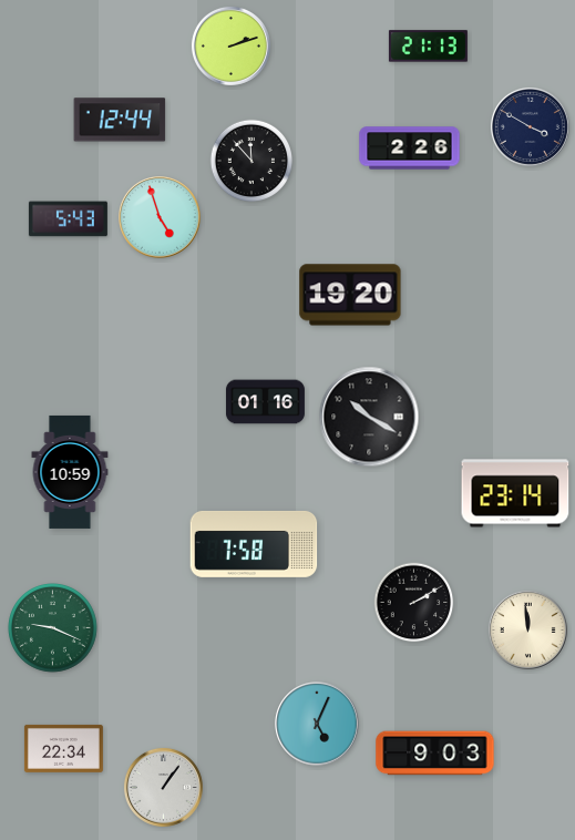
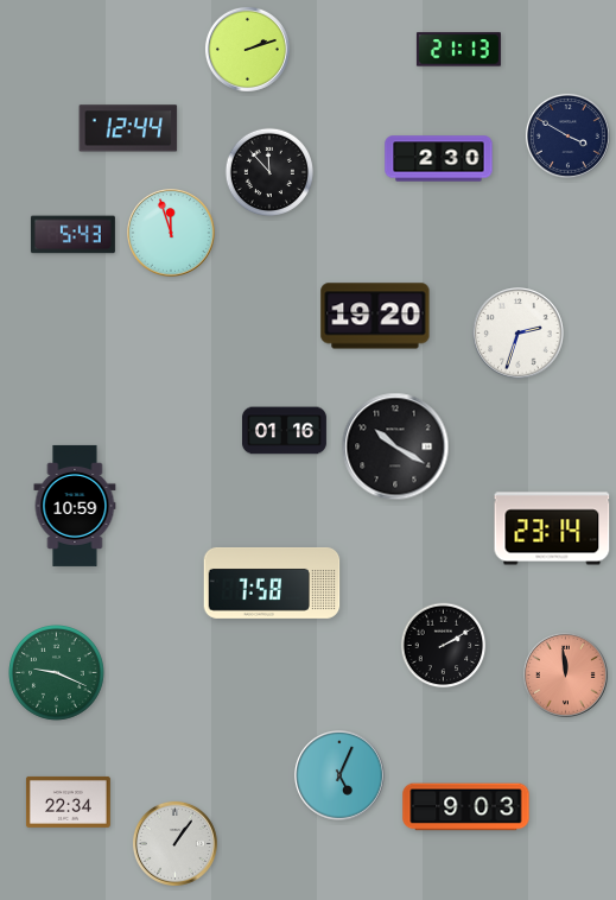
clock at (410, 148): 2:26 -> 2:30
clock at (161, 218): 4:57 -> 11:57
clock at (519, 334): none -> 2:33
clock at (527, 629) dial: cream -> salmon
